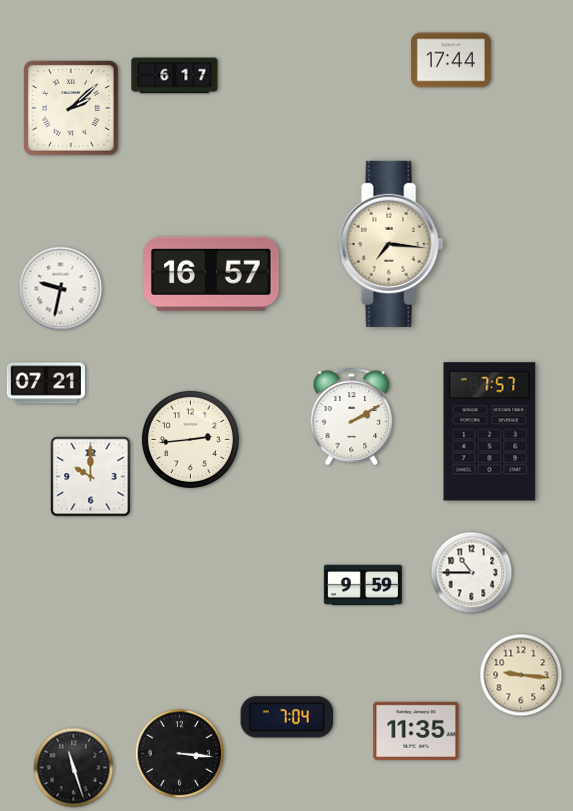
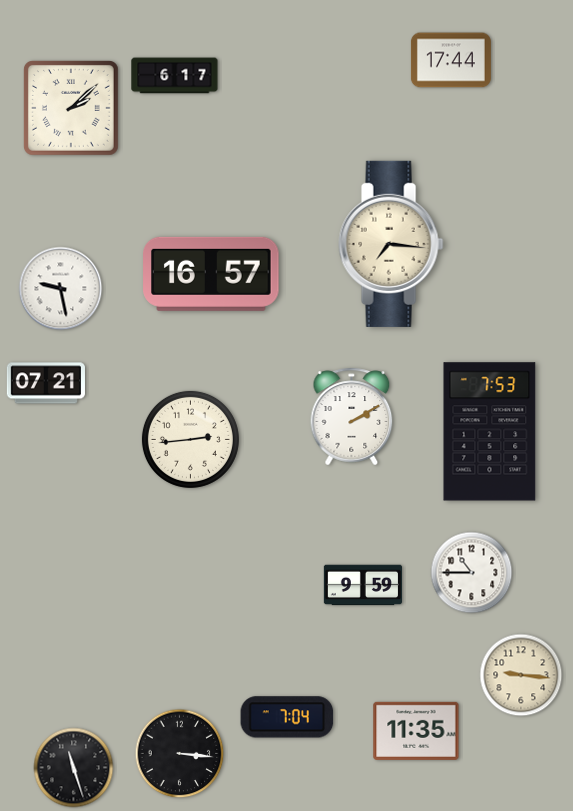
clock at (61, 289): 9:32 -> 9:28
clock at (490, 432): 7:57 -> 7:53
clock at (91, 477): 10:00 -> none
